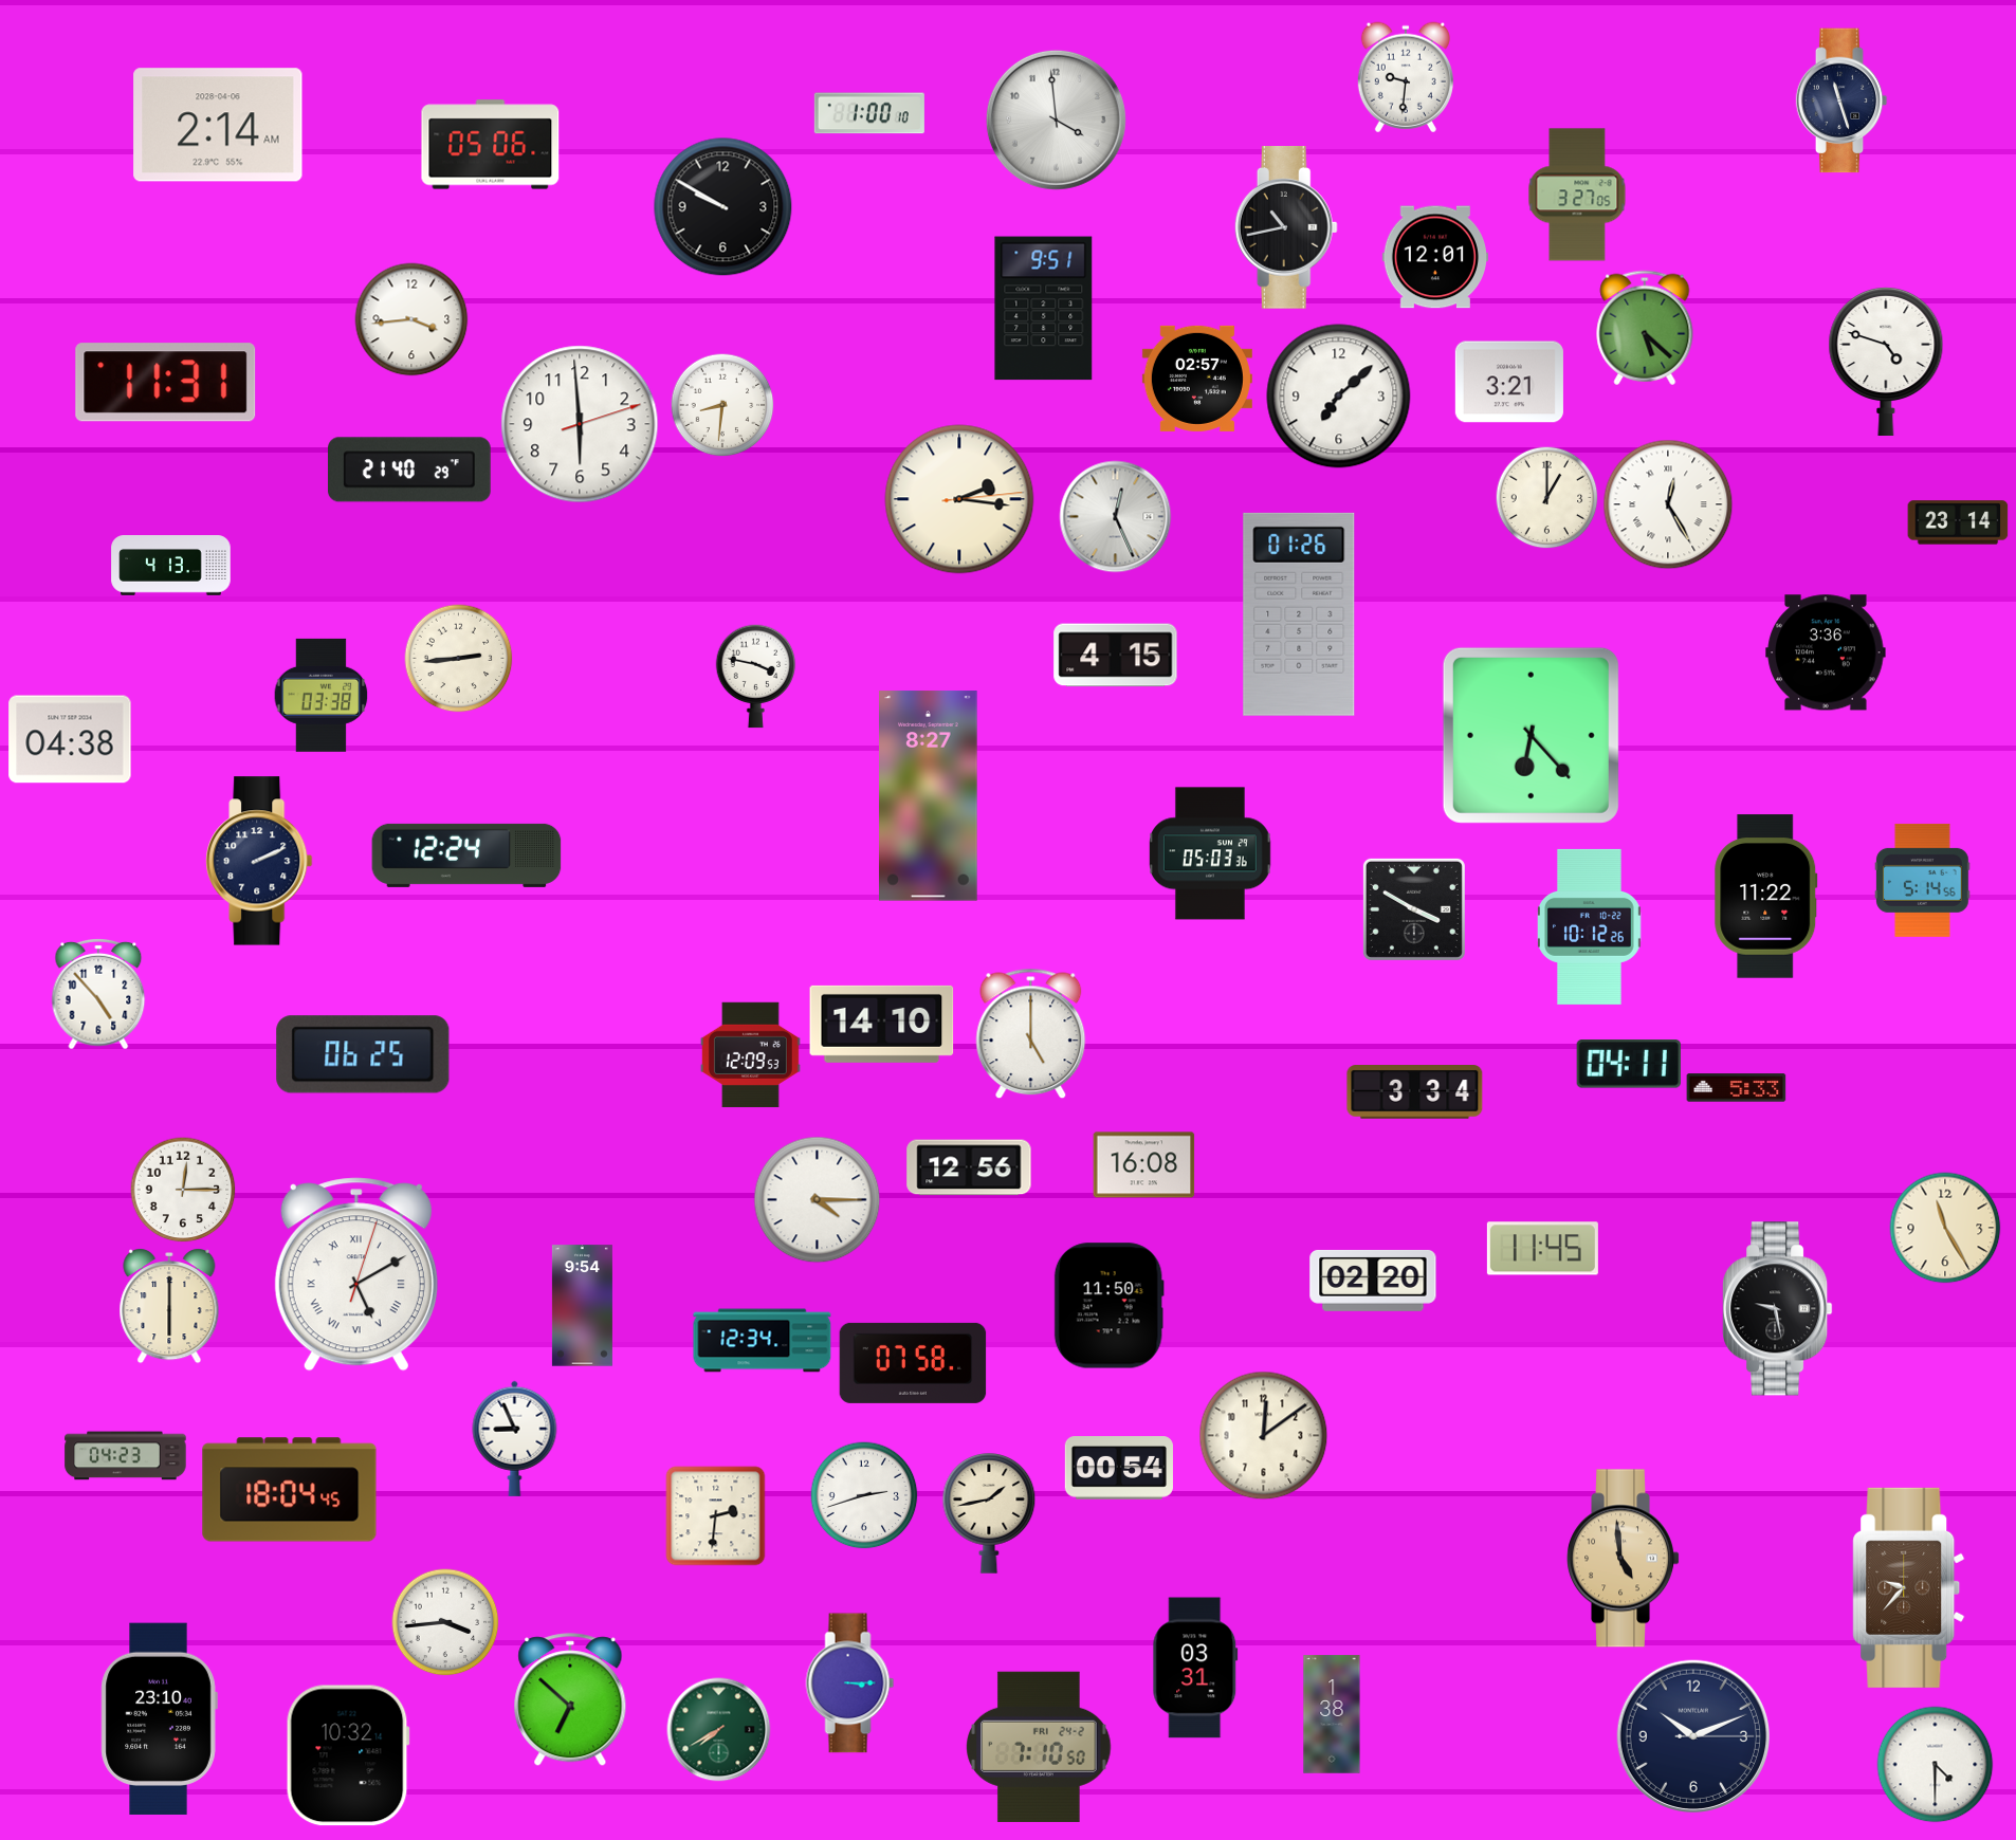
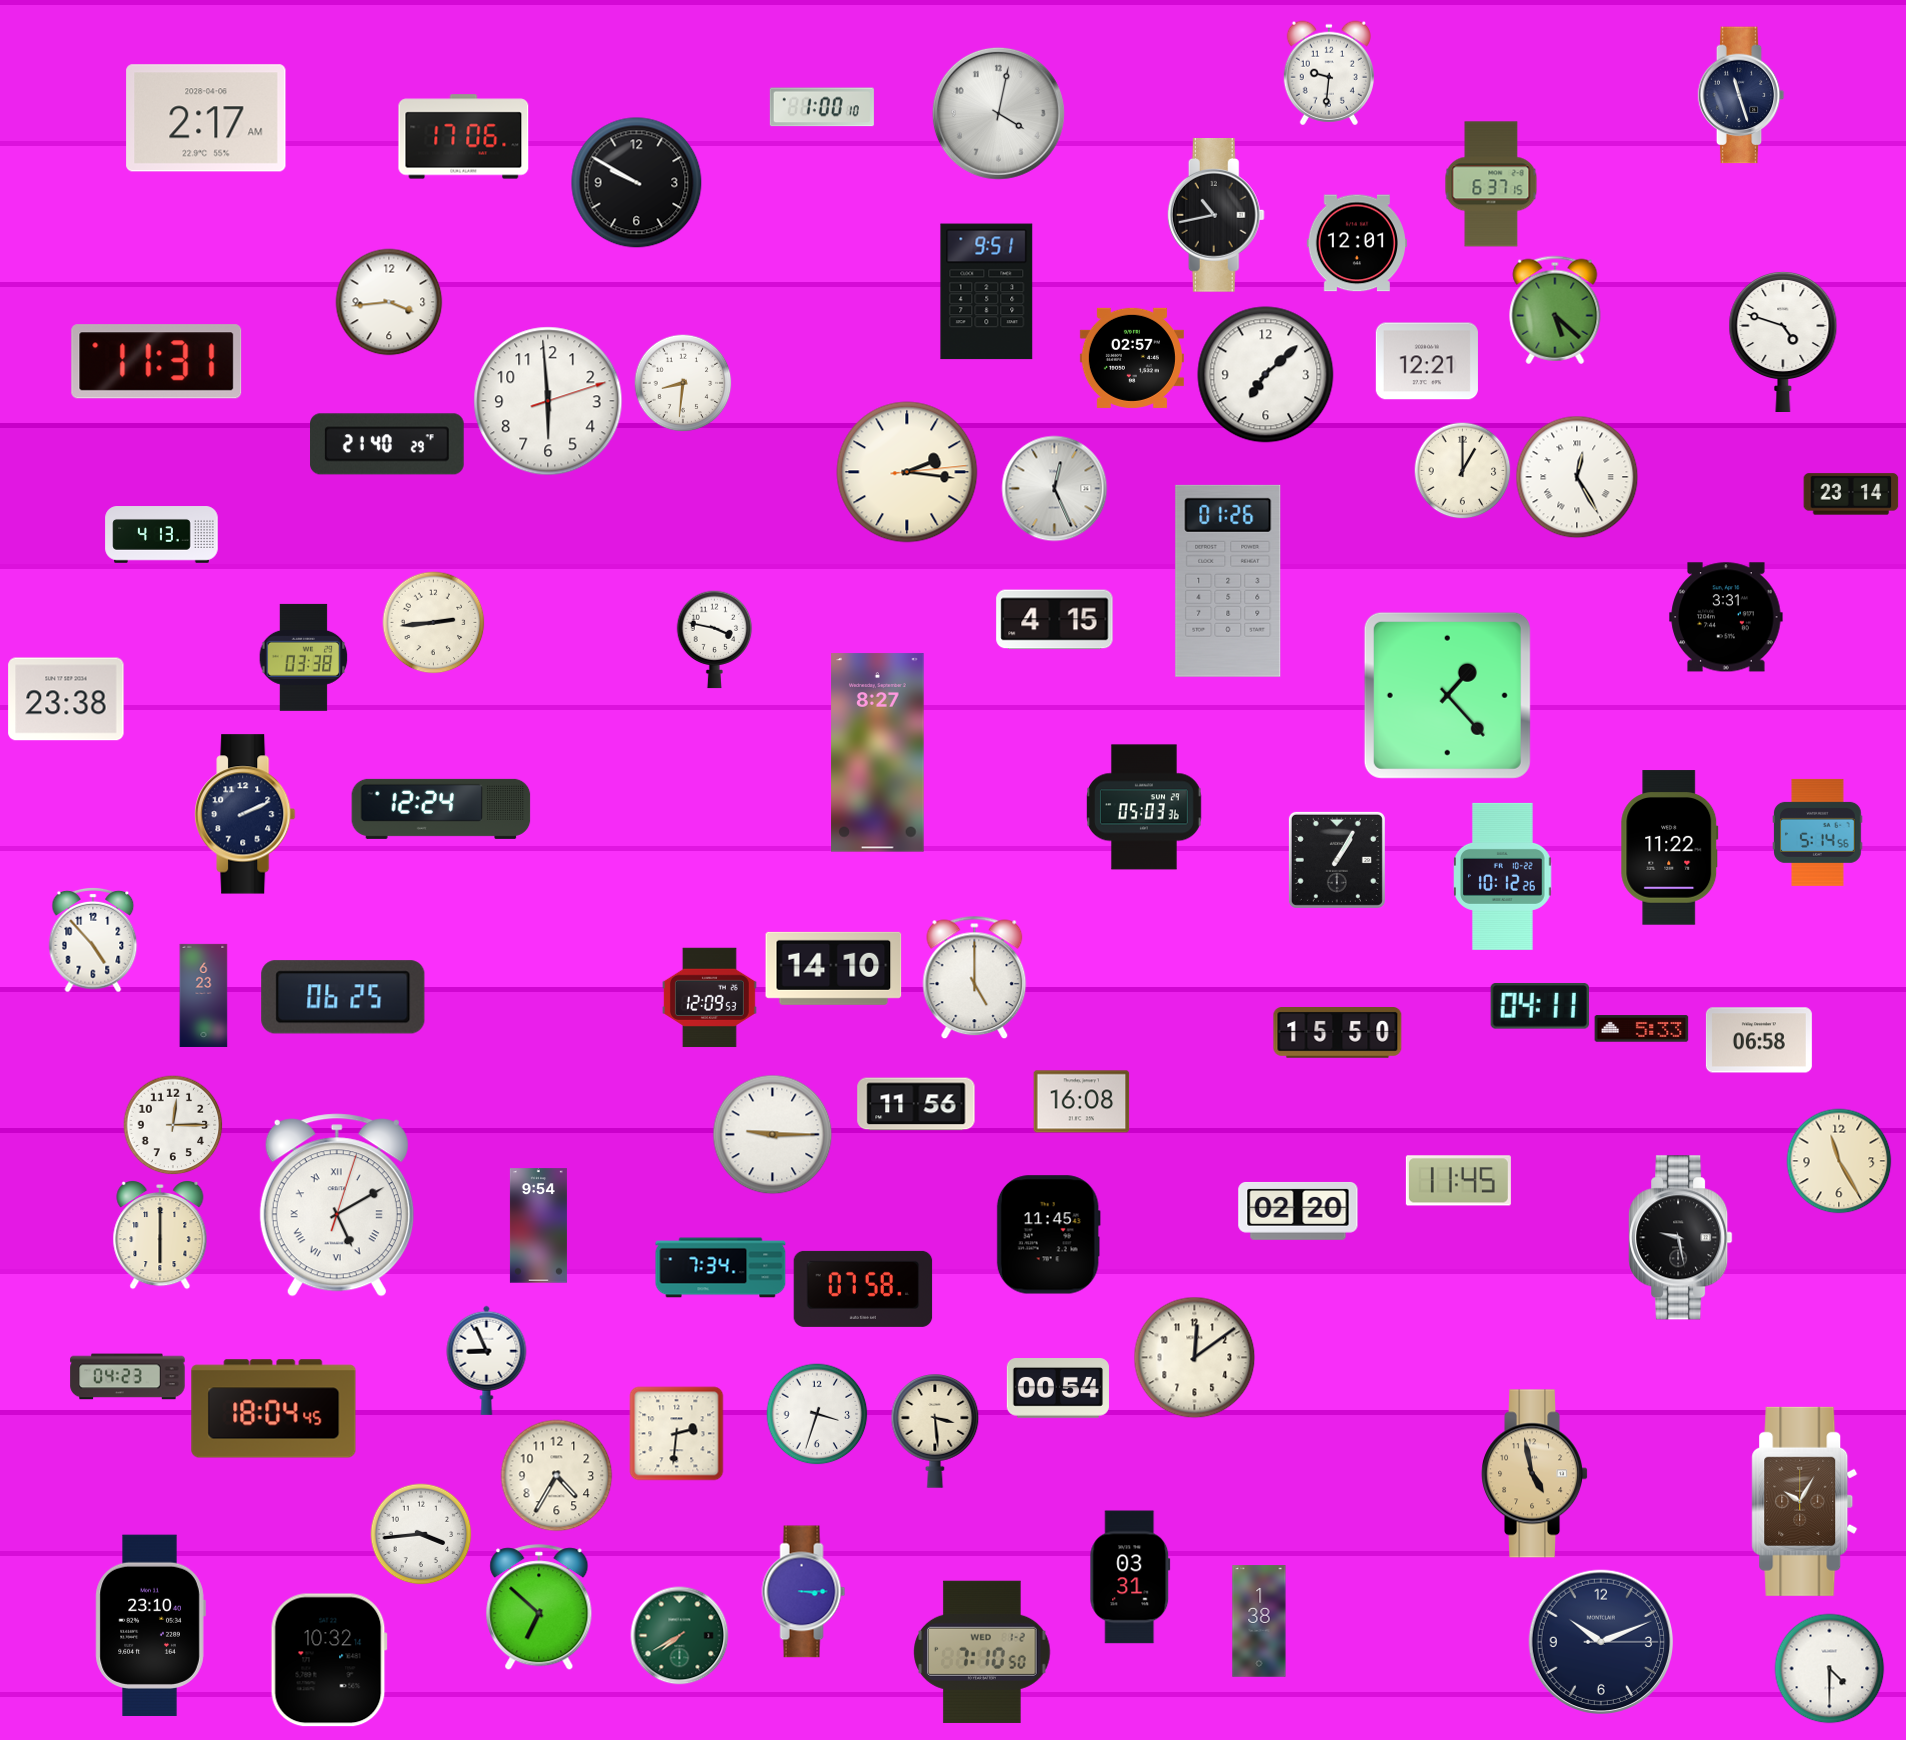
clock at (1056, 119): 3:59 -> 4:02
clock at (218, 125): 2:14 -> 2:17
clock at (491, 145): 05:06 -> 17:06
clock at (1577, 195): 3:27 -> 6:37
clock at (723, 207) position: (723, 207) -> (637, 183)
clock at (1509, 382): 3:21 -> 12:21
clock at (1826, 652): 3:36 -> 3:31
clock at (1531, 735): 6:23 -> 1:23
clock at (70, 739): 04:38 -> 23:38
clock at (1414, 909): 3:50 -> 1:05
clock at (204, 995): none -> 6:23
clock at (1415, 1092): 3:34 -> 15:50
clock at (1759, 1040): none -> 06:58
clock at (969, 1167): 12:56 -> 11:56
clock at (818, 1200): 4:15 -> 9:15
clock at (582, 1306) position: (582, 1306) -> (538, 1226)
clock at (1108, 1306): 11:50 -> 11:45
clock at (763, 1341): 12:34 -> 7:34
clock at (126, 1456) position: (126, 1456) -> (128, 1377)
clock at (864, 1495): 2:42 -> 3:33
clock at (989, 1514): 1:43 -> 3:29
clock at (1624, 1559): 4:59 -> 4:58
clock at (557, 1476): none -> 4:35
clock at (1909, 1587): 9:37 -> 10:05
clock at (1039, 1747) date: FRI 24-2 -> WED 1-2
